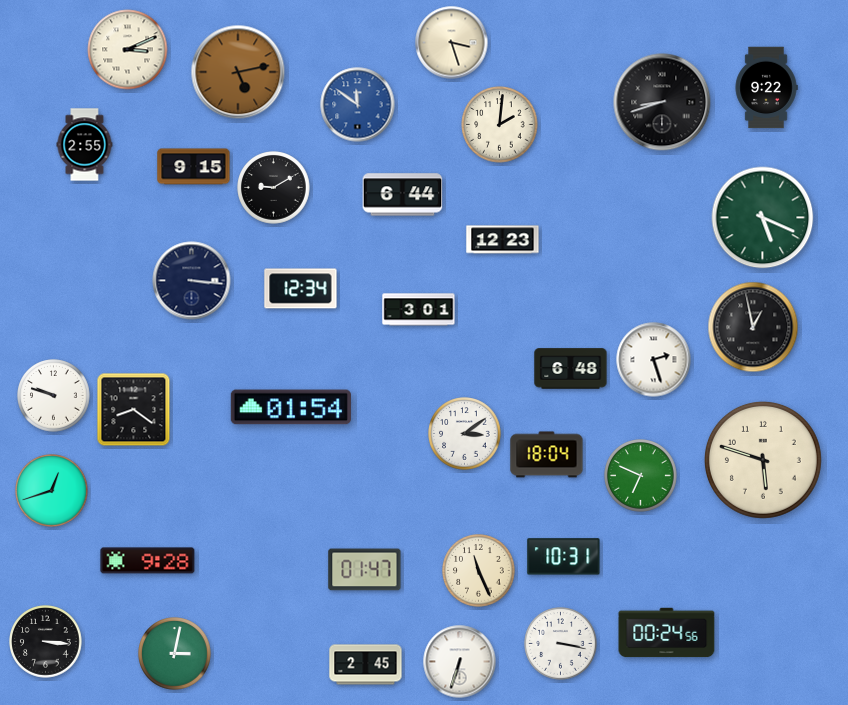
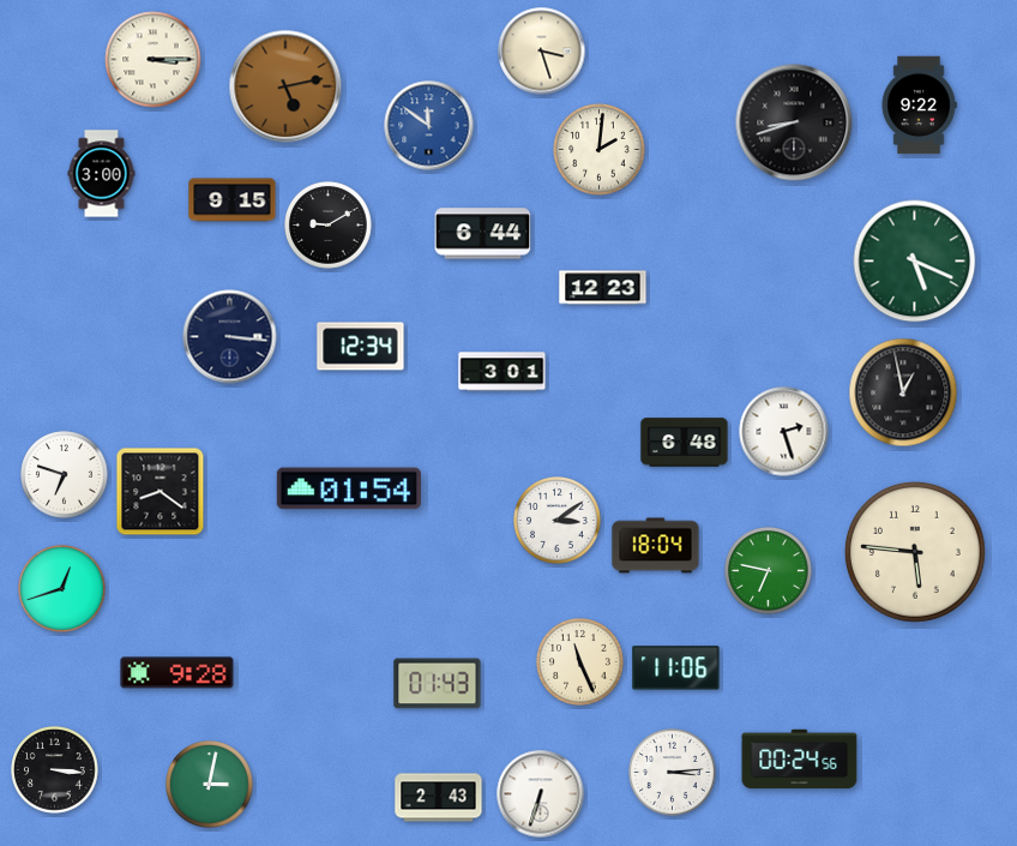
clock at (128, 50): 3:11 -> 3:15
clock at (85, 145): 2:55 -> 3:00
clock at (54, 396): 9:48 -> 6:48
clock at (763, 460): 5:48 -> 5:46
clock at (641, 476): 6:49 -> 6:47
clock at (564, 557): 10:31 -> 11:06
clock at (365, 570): 01:47 -> 01:43
clock at (479, 571) position: (479, 571) -> (580, 662)
clock at (561, 644): 3:17 -> 3:14
clock at (460, 662) position: (460, 662) -> (541, 794)
clock at (366, 665): 2:45 -> 2:43
